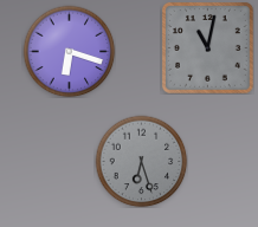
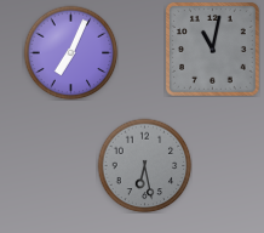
clock at (69, 51): 6:18 -> 7:04
clock at (141, 161): 6:27 -> 6:28
